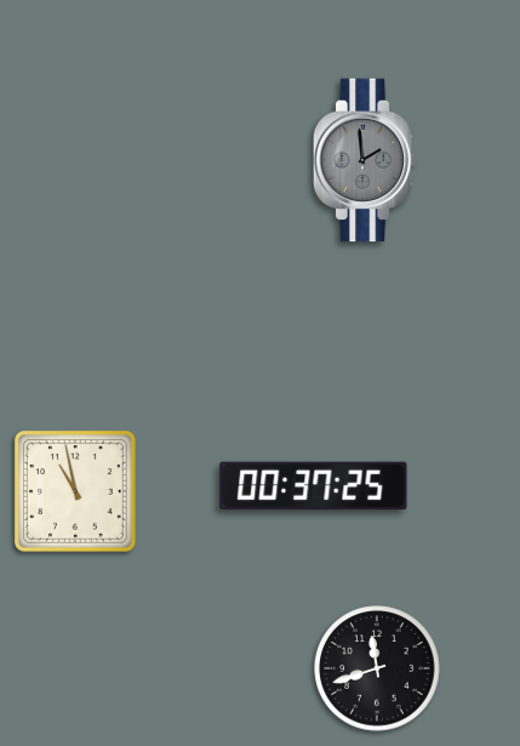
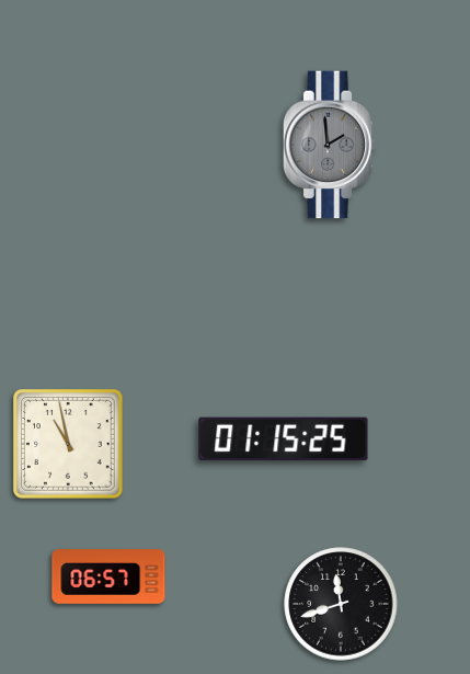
clock at (314, 486): 00:37 -> 01:15
clock at (108, 578): none -> 06:57
